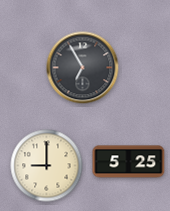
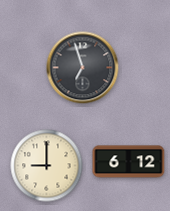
clock at (83, 68): 6:55 -> 6:57
clock at (129, 162): 5:25 -> 6:12
